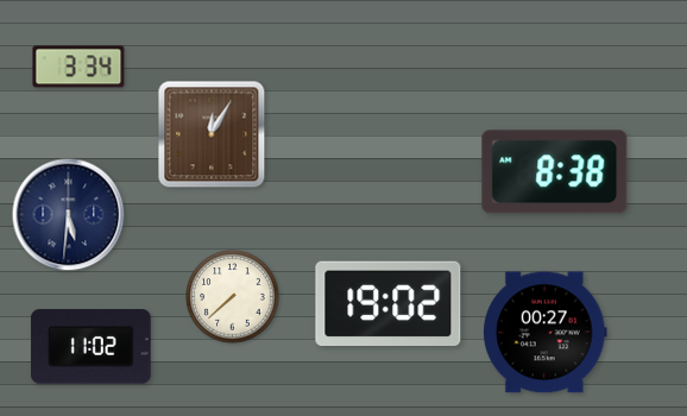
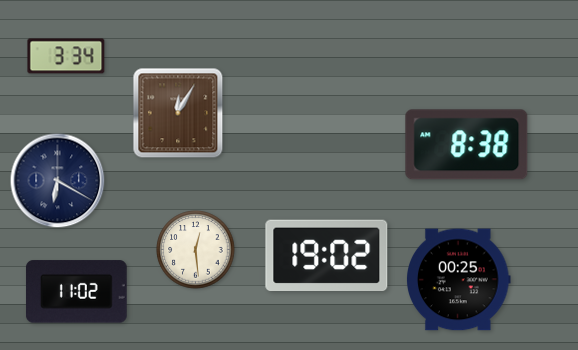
clock at (69, 215): 5:31 -> 6:20
clock at (233, 297): 7:38 -> 12:29
clock at (546, 333): 00:27 -> 00:25
